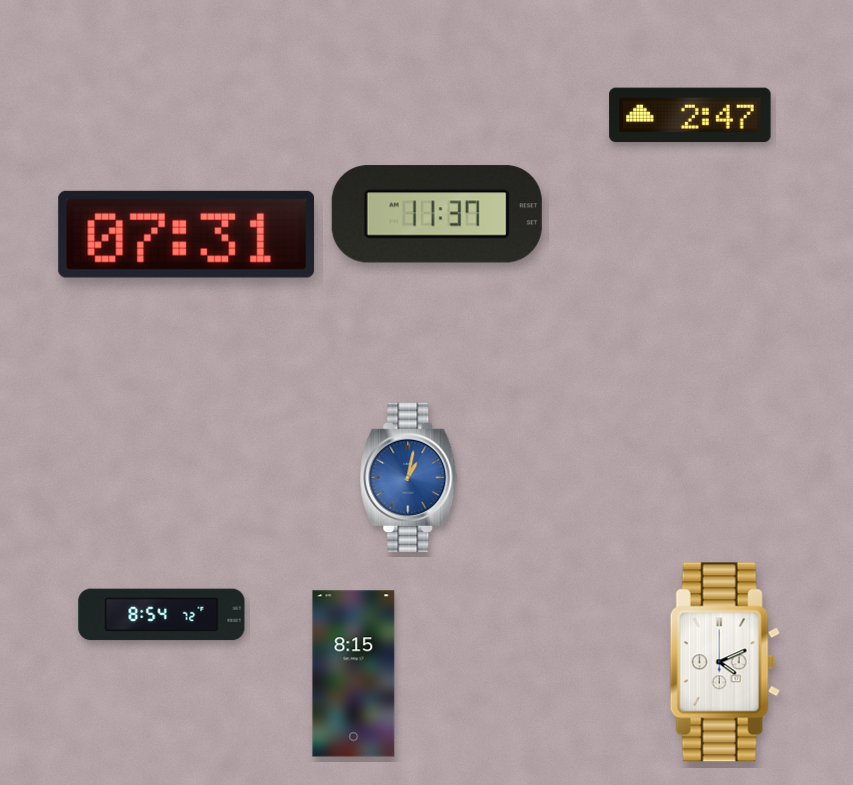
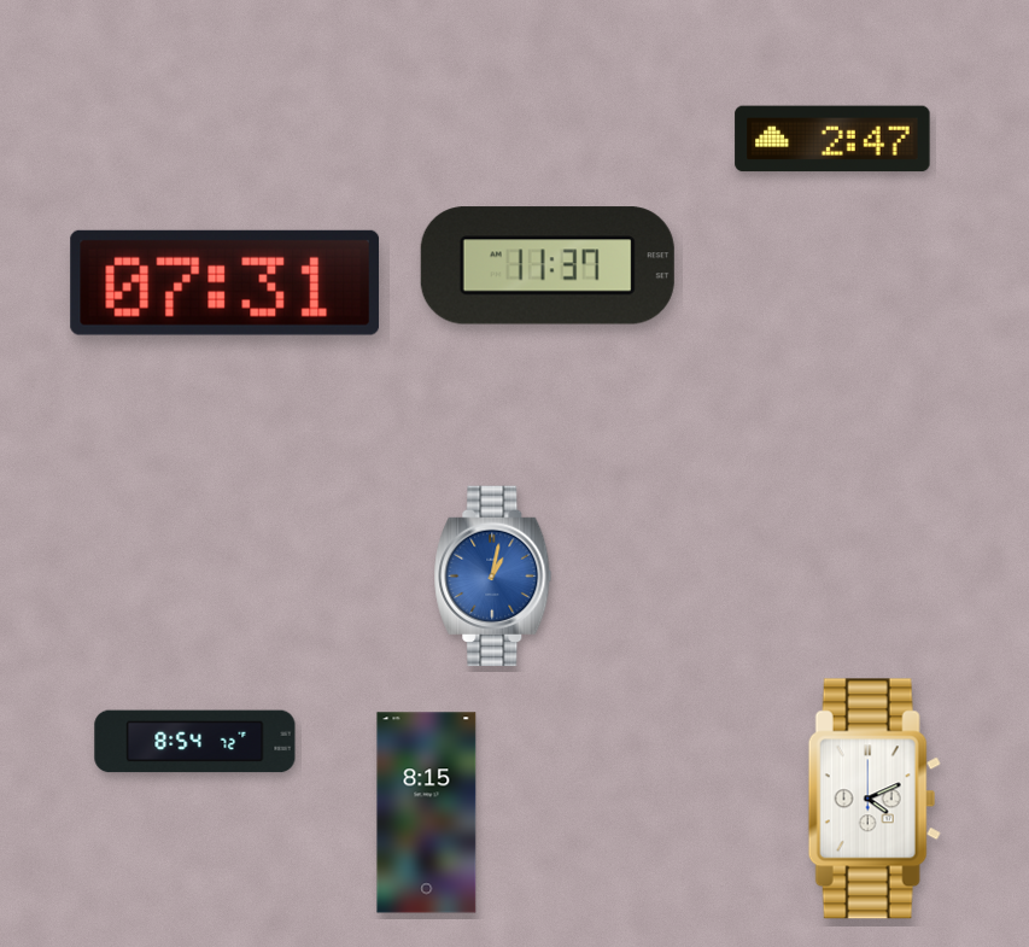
clock at (437, 214) position: (437, 214) -> (548, 265)
